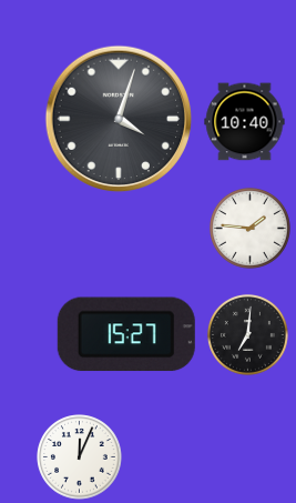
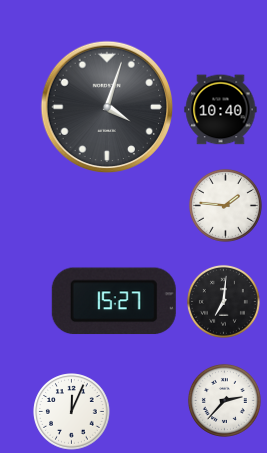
clock at (224, 400): none -> 2:37
